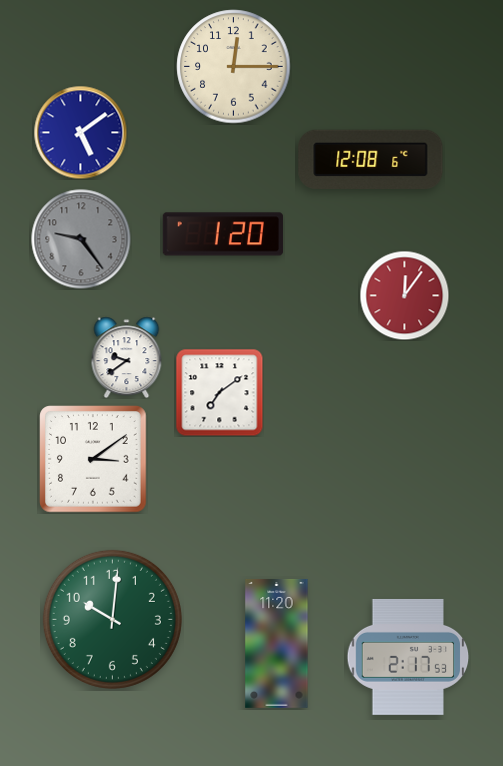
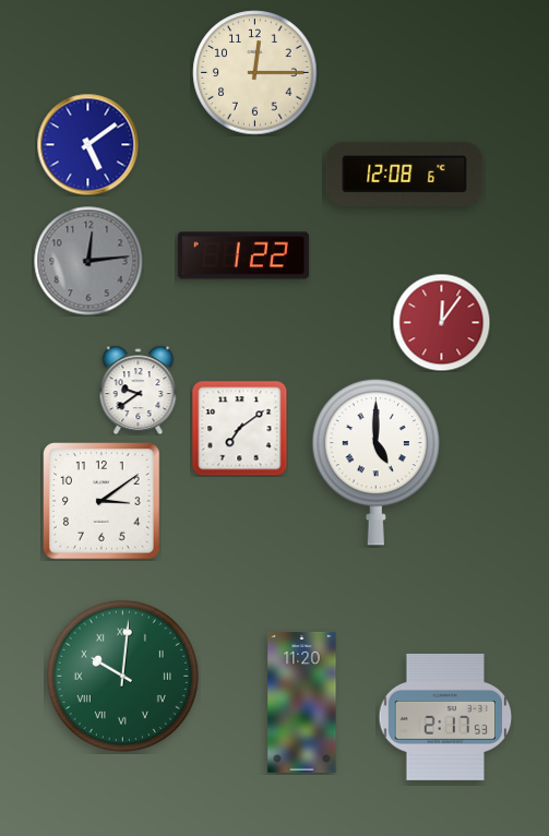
clock at (223, 234): 1:20 -> 1:22
clock at (81, 239): 9:24 -> 12:14
clock at (375, 462): none -> 5:00
clock at (112, 619) numerals: Arabic -> Roman
